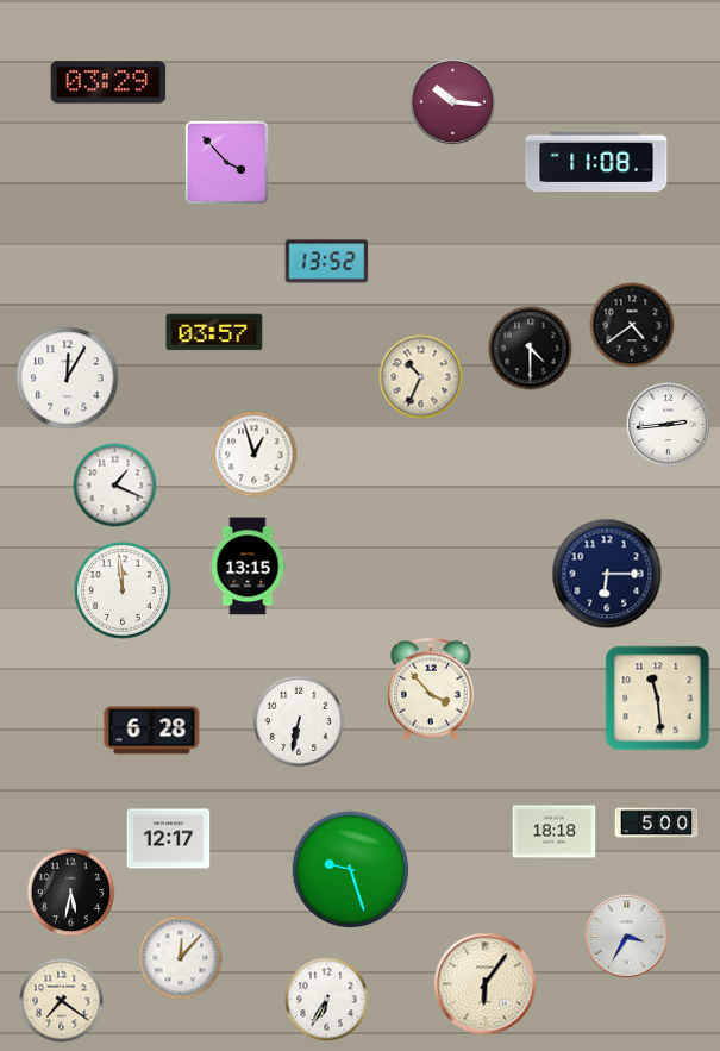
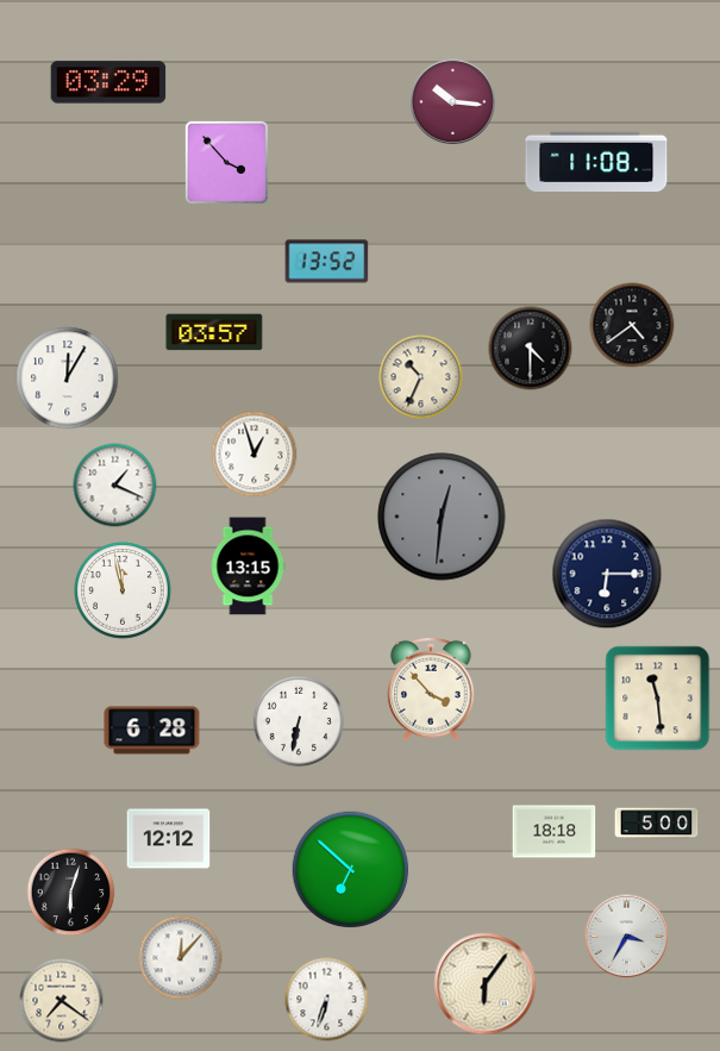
clock at (669, 425): 2:44 -> none
clock at (442, 517): none -> 12:31
clock at (124, 592): 11:59 -> 11:58
clock at (169, 839): 12:17 -> 12:12
clock at (351, 870): 9:27 -> 6:52
clock at (71, 893): 5:32 -> 6:03
clock at (327, 1000): 6:35 -> 6:33
